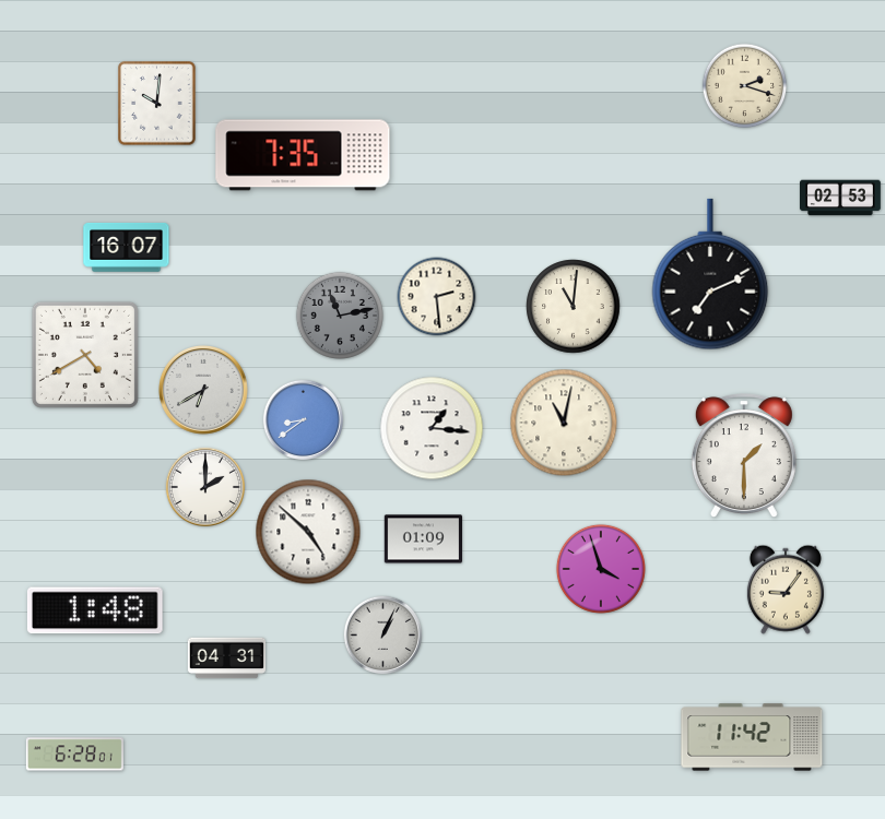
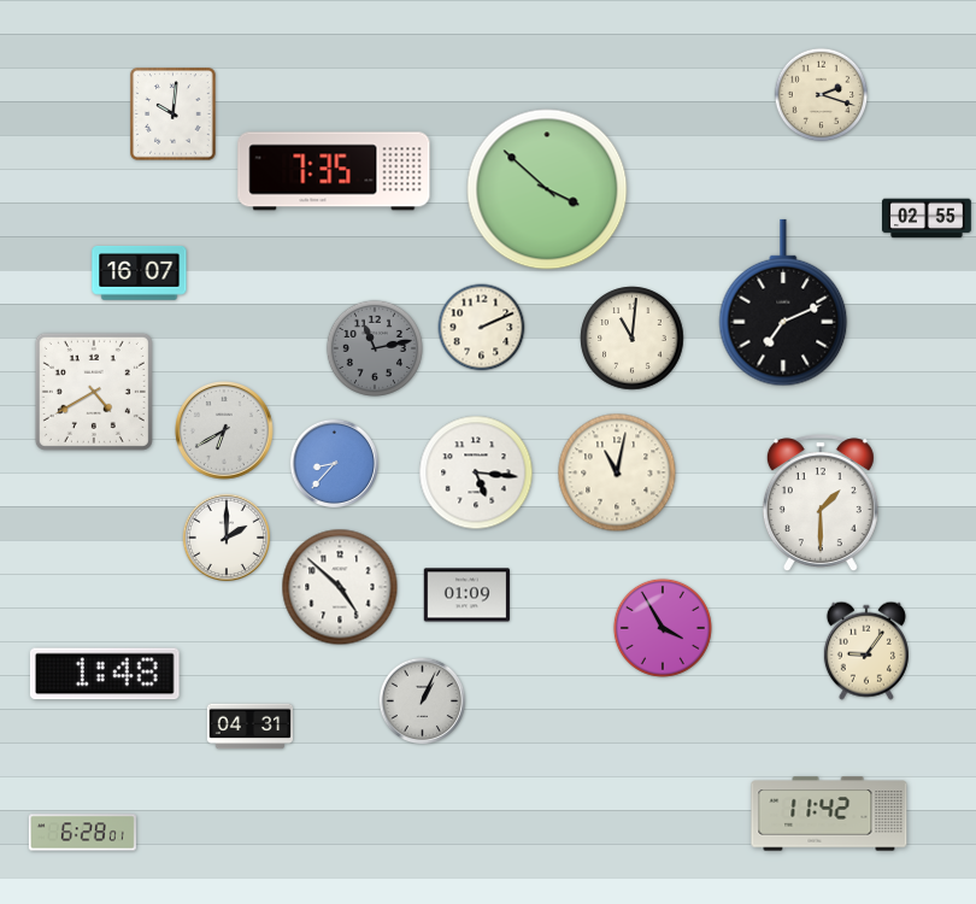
clock at (547, 189): none -> 3:52
clock at (841, 198): 02:53 -> 02:55
clock at (437, 297): 2:29 -> 2:11
clock at (303, 419): 8:39 -> 8:37
clock at (564, 423) position: (564, 423) -> (617, 472)
clock at (432, 428): 1:16 -> 5:16
clock at (601, 569): 3:57 -> 3:55
